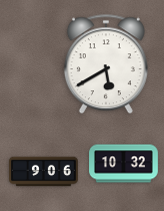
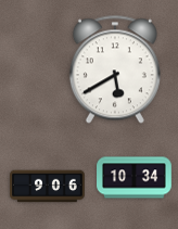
clock at (124, 164): 10:32 -> 10:34
